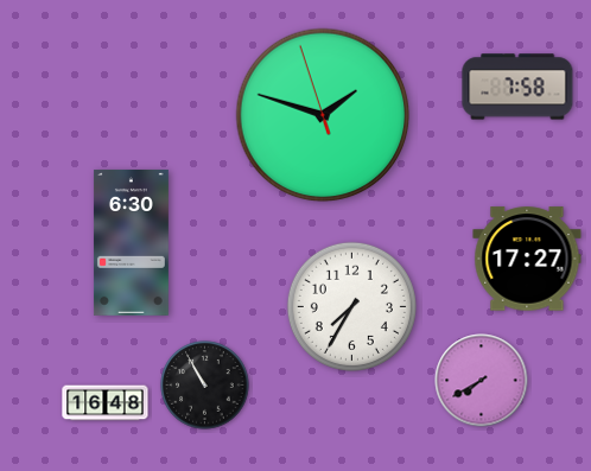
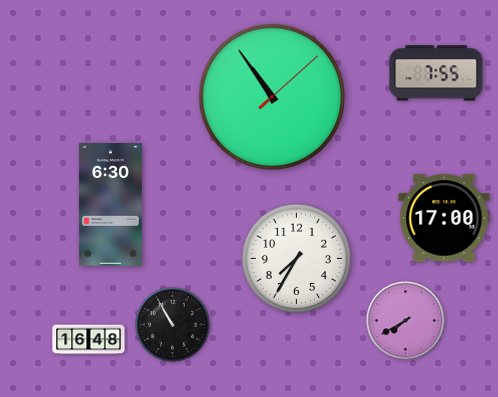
clock at (517, 87): 7:58 -> 7:55
clock at (323, 115): 1:47 -> 10:54
clock at (527, 259): 17:27 -> 17:00
